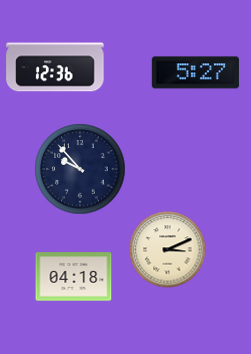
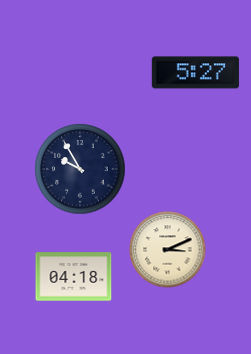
clock at (55, 67): 12:36 -> none
clock at (80, 169): 9:53 -> 9:55
